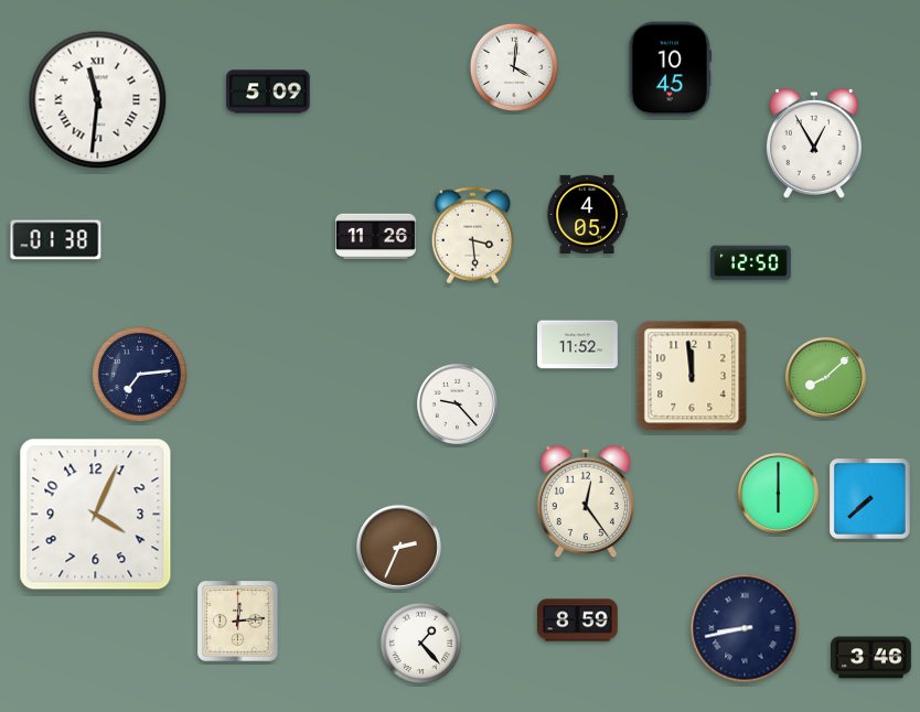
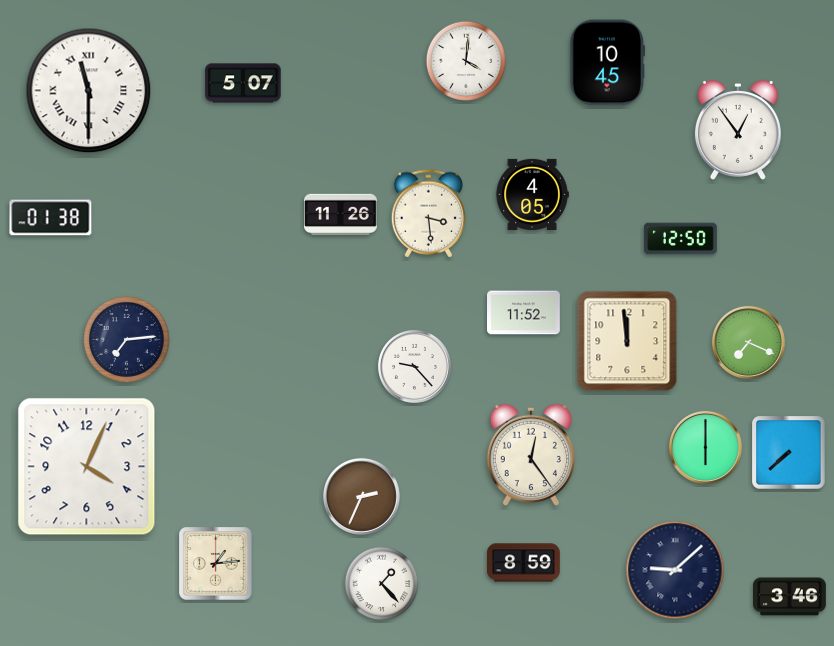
clock at (268, 91): 5:09 -> 5:07
clock at (98, 100): 11:31 -> 11:30
clock at (814, 143): 12:55 -> 12:54
clock at (825, 377): 8:08 -> 7:19
clock at (238, 622): 12:14 -> 1:14
clock at (745, 628): 8:43 -> 9:08
